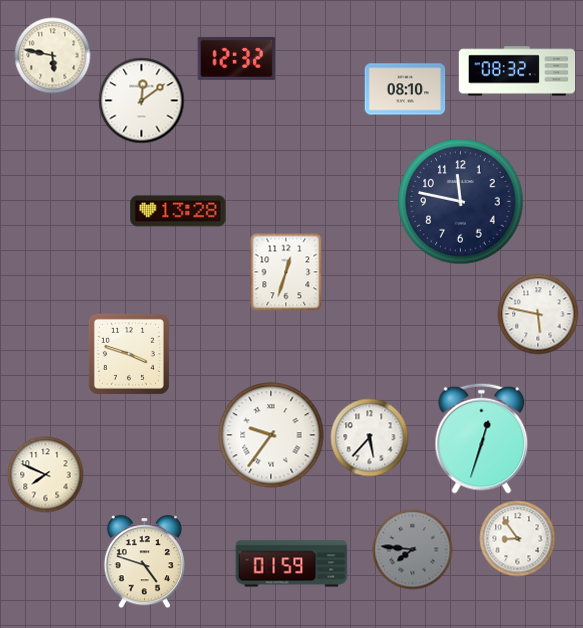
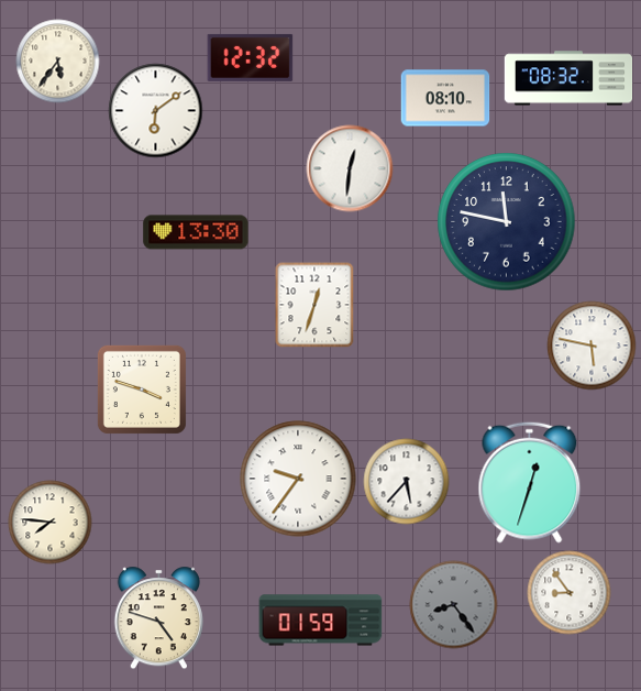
clock at (53, 56): 5:47 -> 5:36
clock at (237, 58) position: (237, 58) -> (251, 57)
clock at (142, 101): 12:09 -> 6:09
clock at (350, 168): none -> 12:31
clock at (178, 211): 13:28 -> 13:30
clock at (286, 272) position: (286, 272) -> (314, 305)
clock at (46, 475): 7:49 -> 7:46
clock at (413, 550): 7:46 -> 8:24
